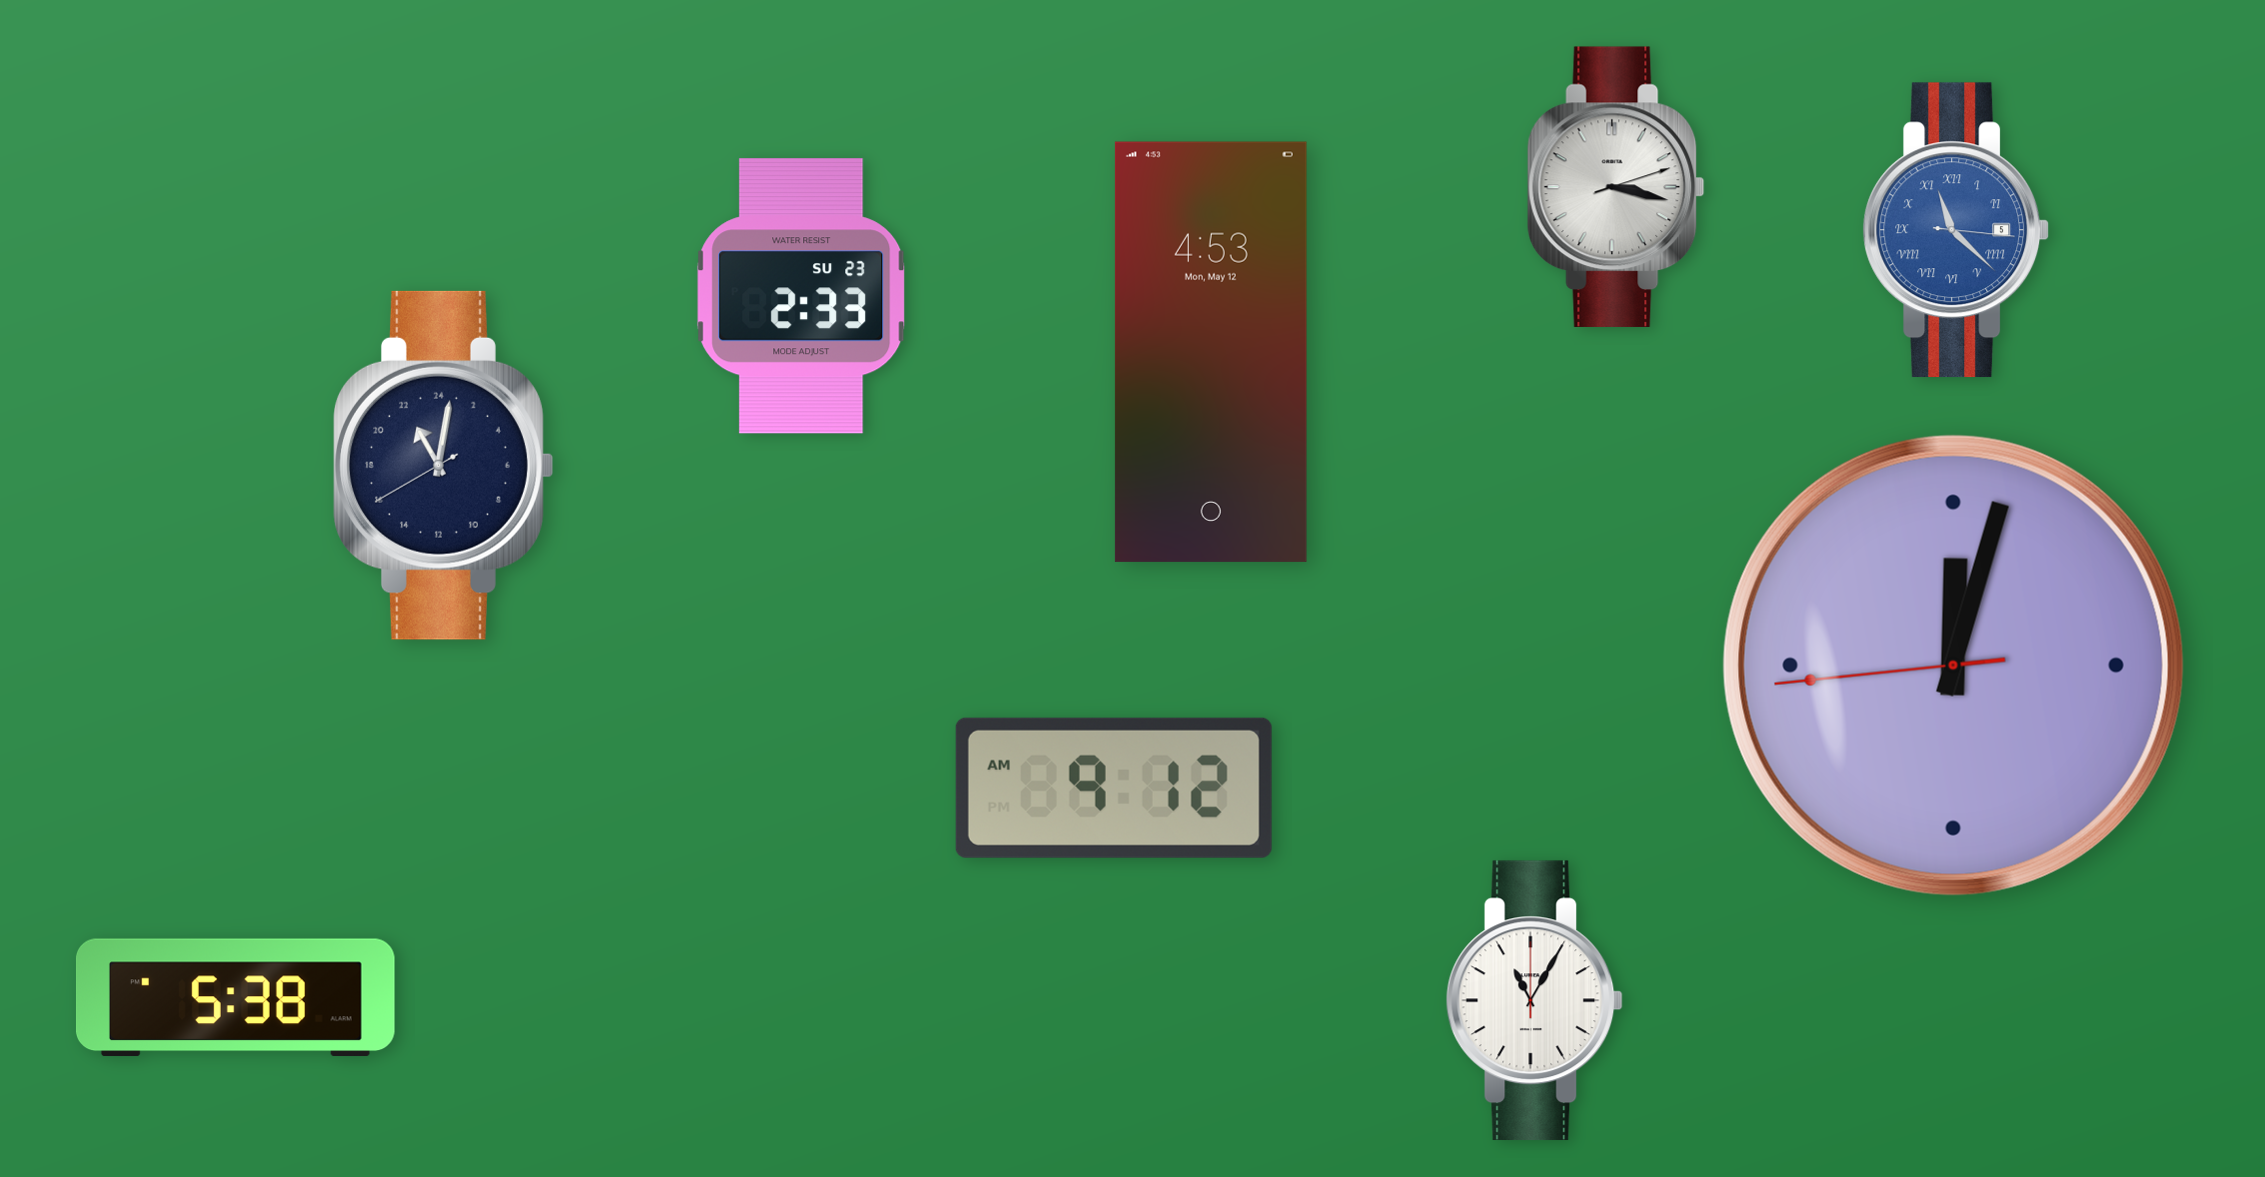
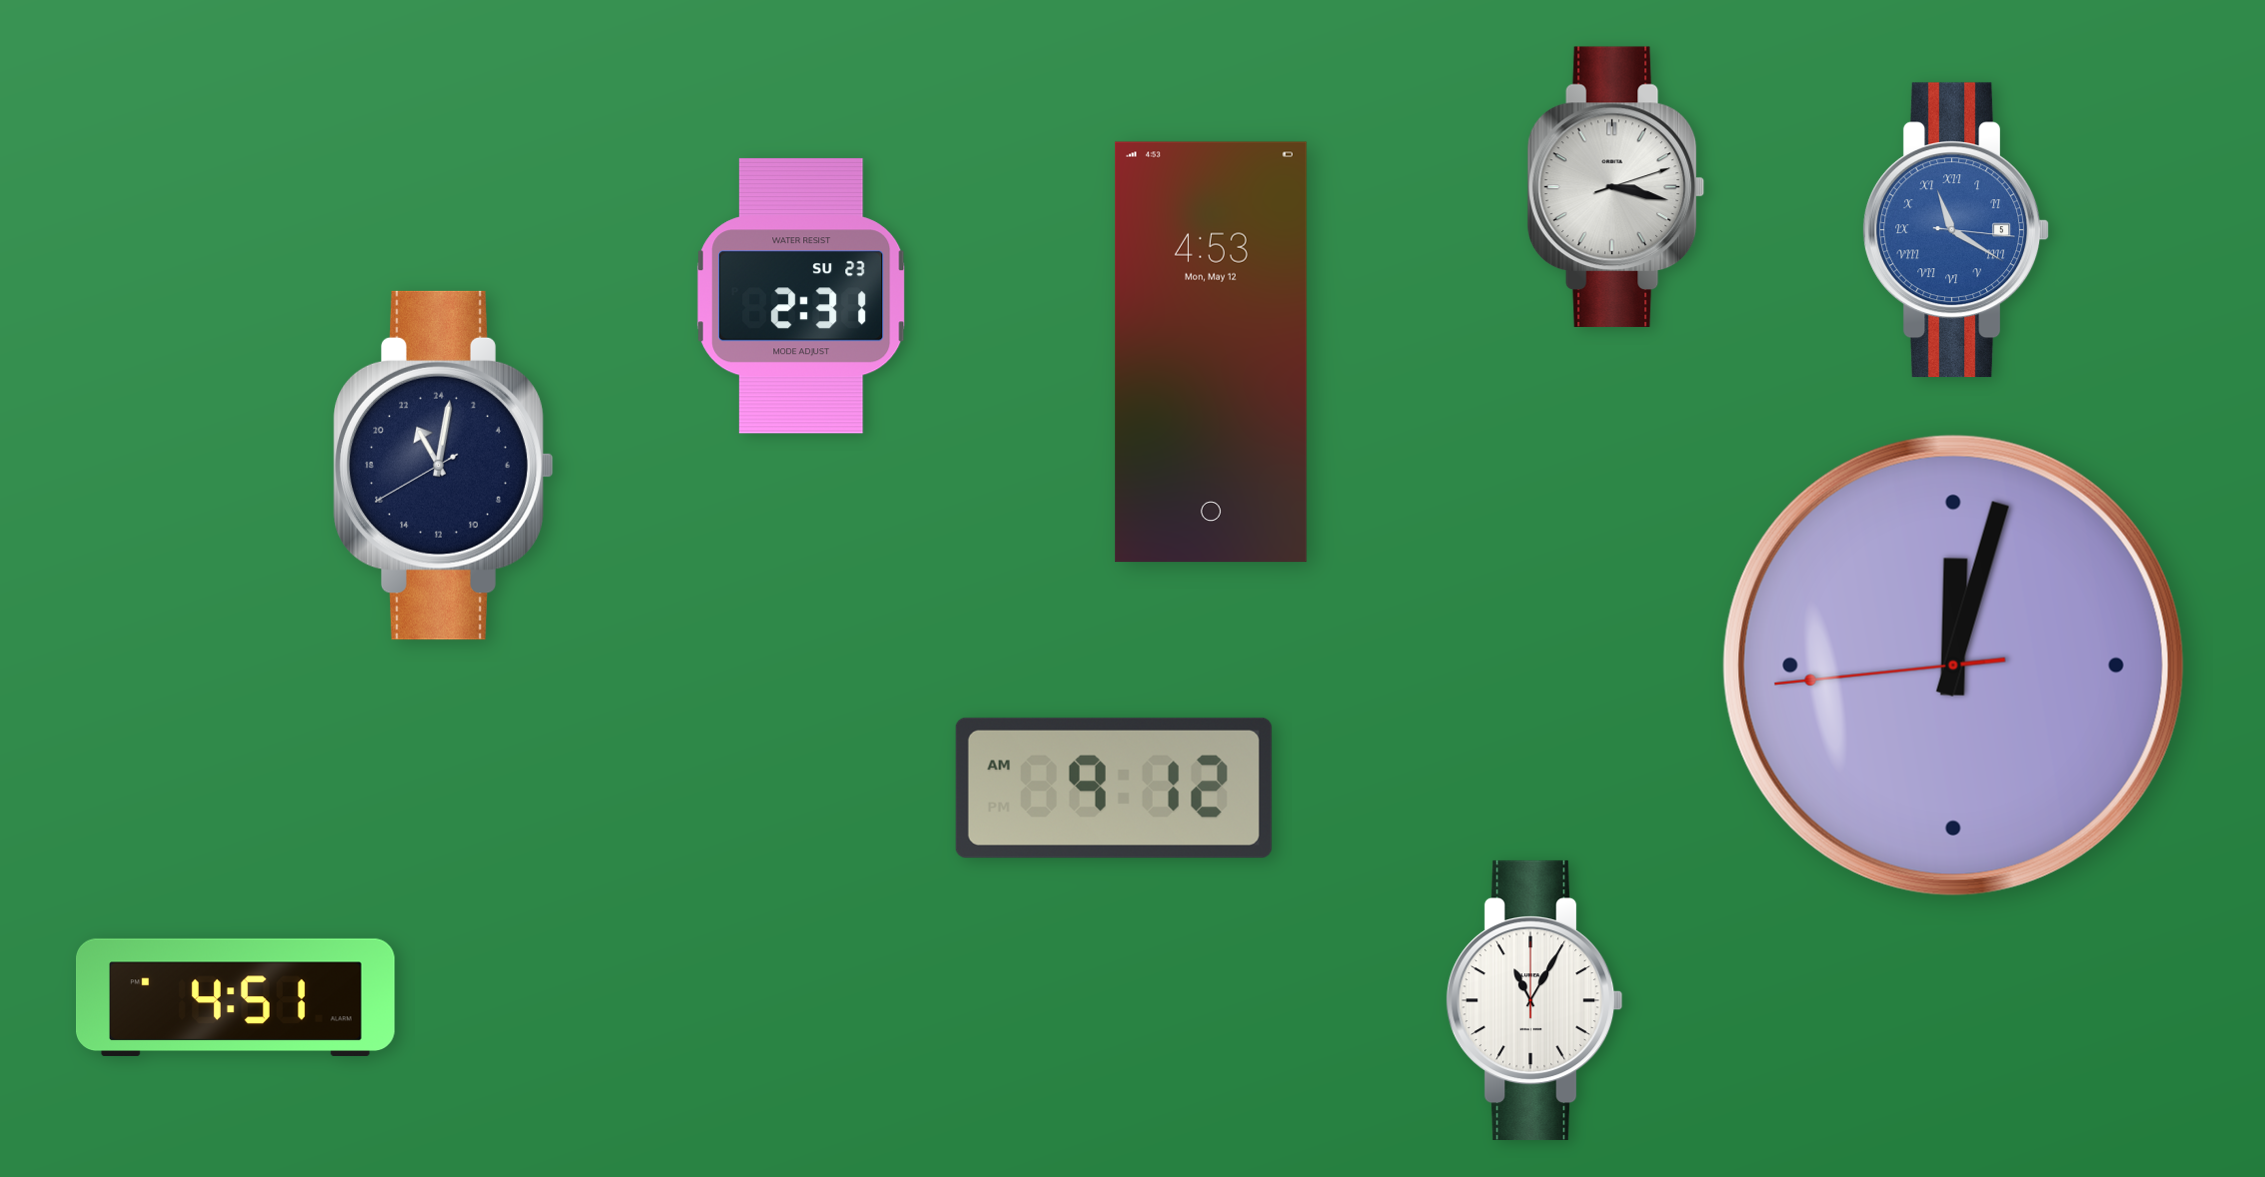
clock at (1956, 230): 11:22 -> 11:20
clock at (801, 296): 2:33 -> 2:31
clock at (235, 998): 5:38 -> 4:51
